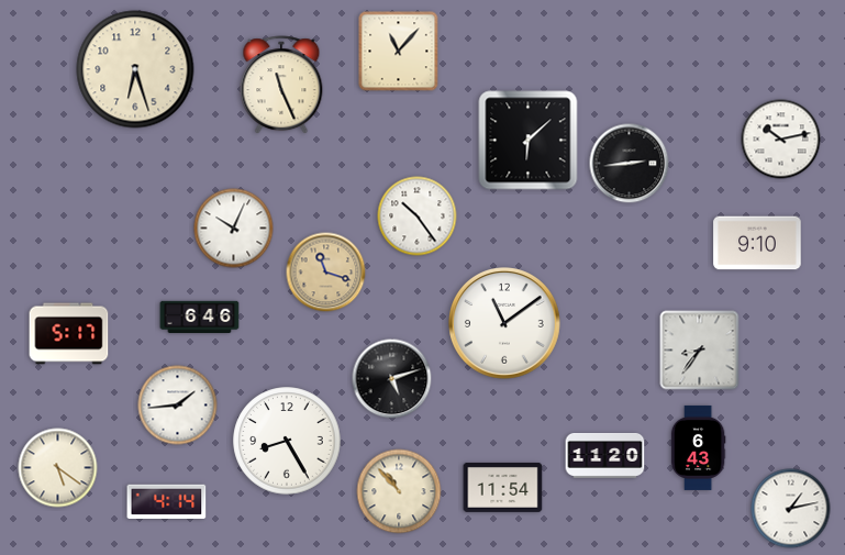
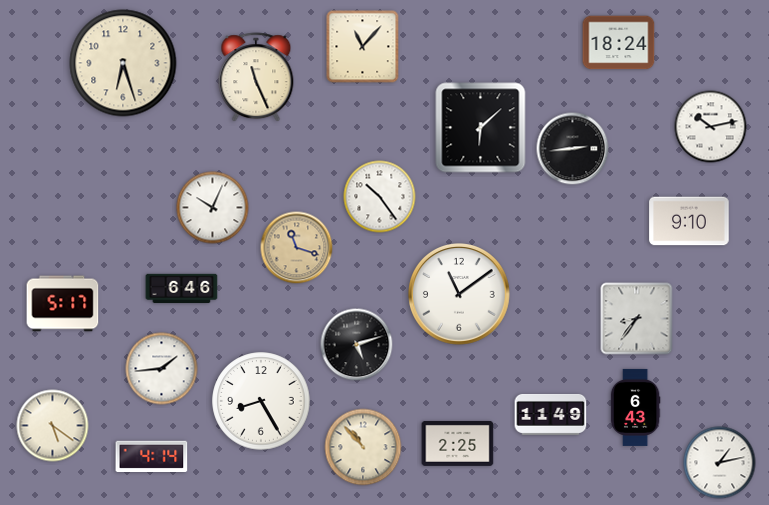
clock at (619, 43): none -> 18:24
clock at (605, 455): 11:20 -> 11:49
clock at (503, 487): 11:54 -> 2:25
